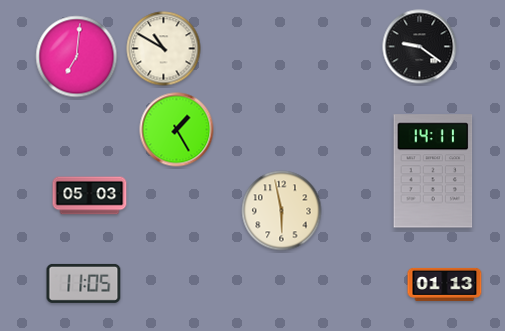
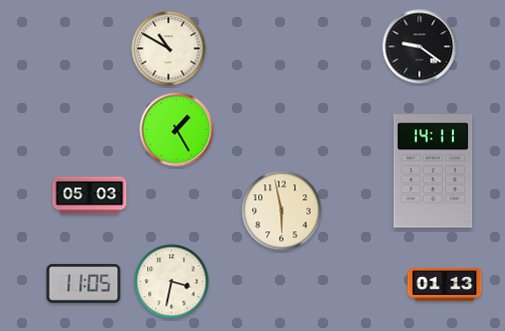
clock at (164, 49) position: (164, 49) -> (169, 49)
clock at (77, 57): 7:01 -> none
clock at (172, 282): none -> 3:32
